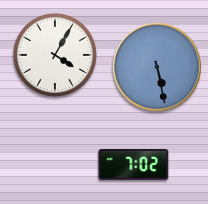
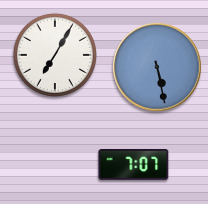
clock at (55, 55): 4:05 -> 7:05
clock at (134, 165): 7:02 -> 7:07
